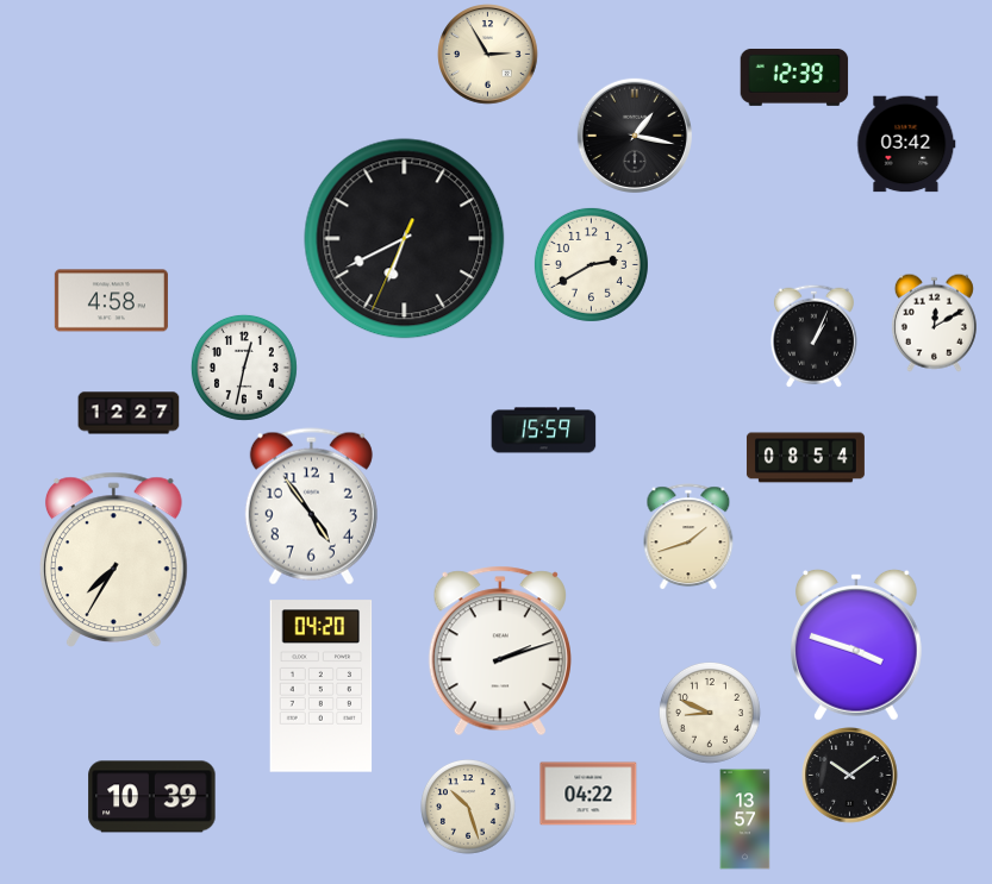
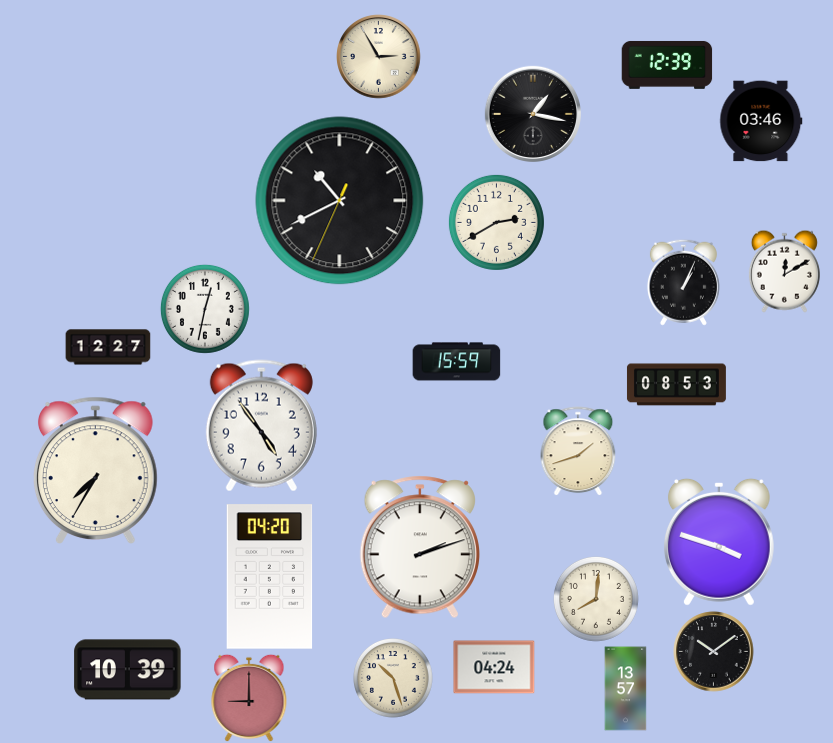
clock at (488, 55) position: (488, 55) -> (379, 57)
clock at (906, 144): 03:42 -> 03:46
clock at (405, 239): 6:40 -> 10:40
clock at (111, 301): 4:58 -> none
clock at (805, 458): 08:54 -> 08:53
clock at (710, 713): 8:49 -> 8:01
clock at (588, 794): 04:22 -> 04:24
clock at (249, 698): none -> 9:00
